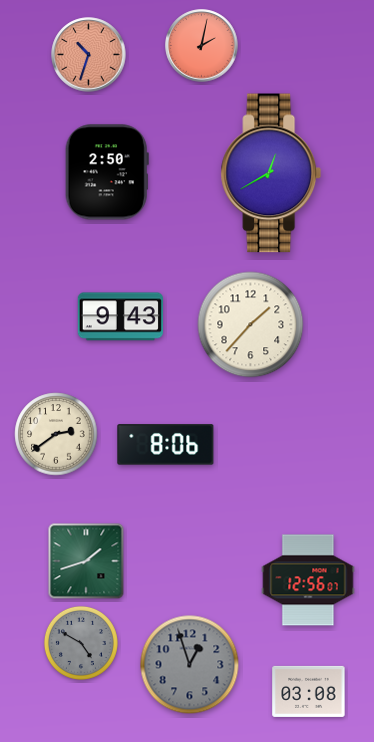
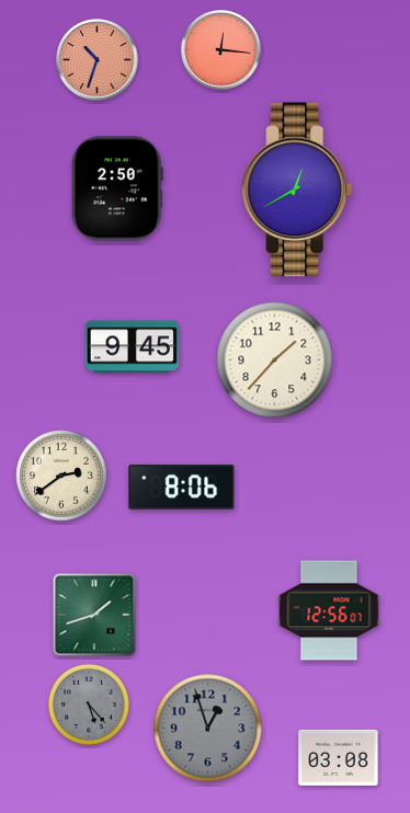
clock at (202, 46): 2:02 -> 12:16
clock at (120, 317): 9:43 -> 9:45
clock at (251, 325) position: (251, 325) -> (275, 360)
clock at (308, 580) position: (308, 580) -> (329, 610)
clock at (81, 643): 4:50 -> 5:23
